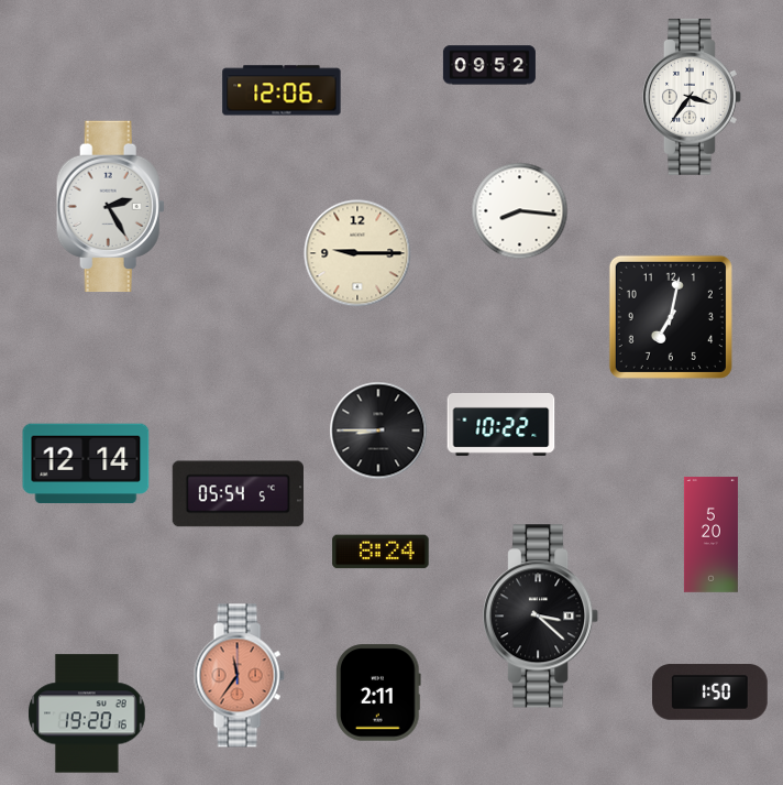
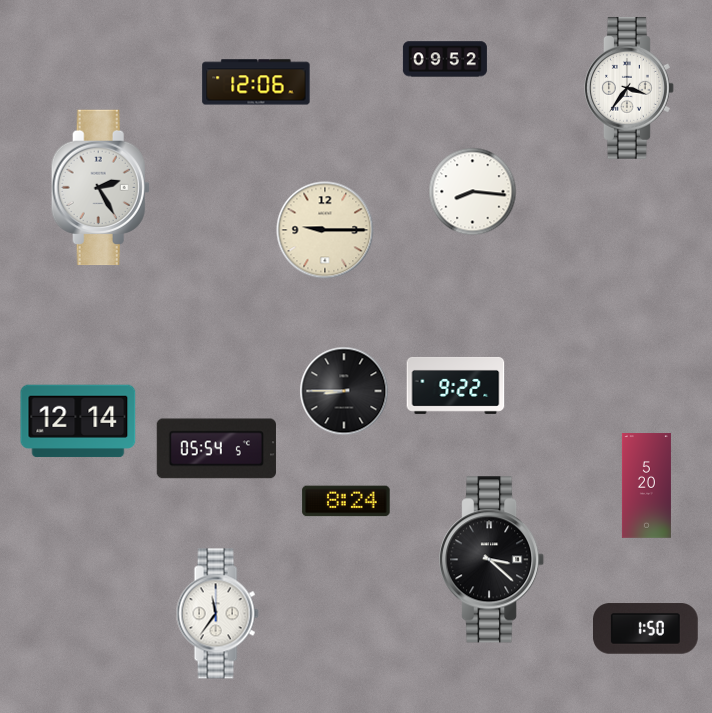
clock at (671, 317): 7:02 -> none
clock at (501, 424): 10:22 -> 9:22
clock at (239, 676) dial: salmon -> white
clock at (379, 693): 2:11 -> none
clock at (88, 713): 19:20 -> none
